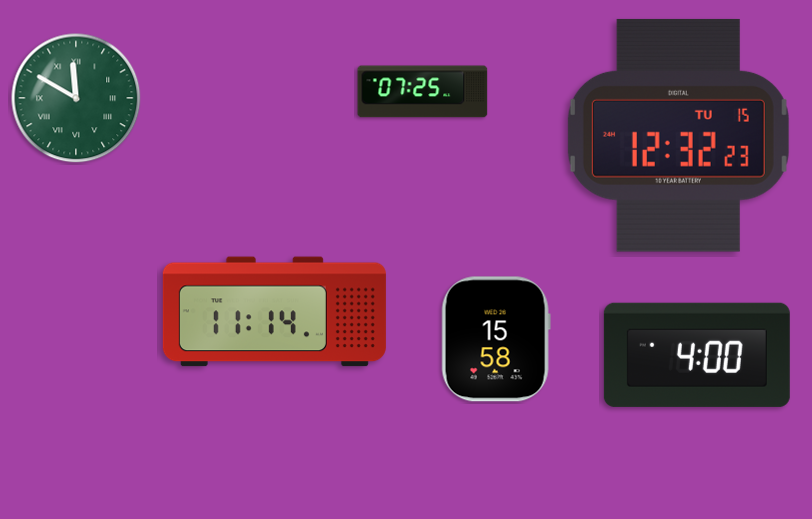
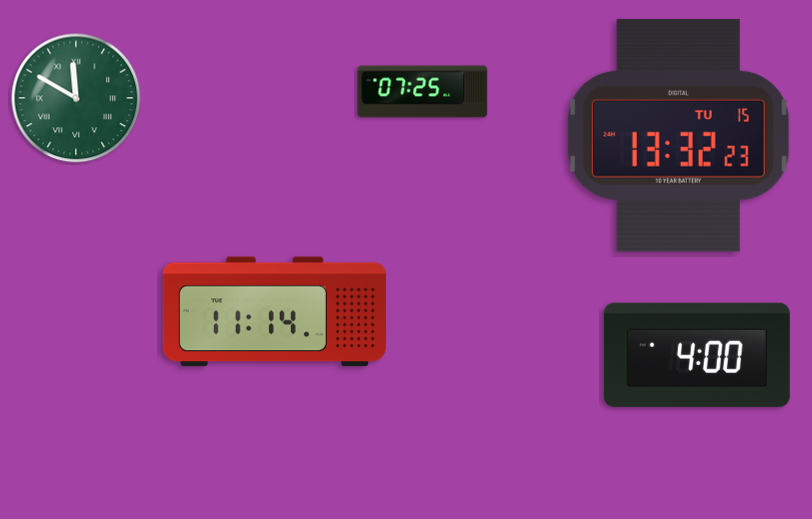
clock at (678, 135): 12:32 -> 13:32
clock at (496, 339): 15:58 -> none
